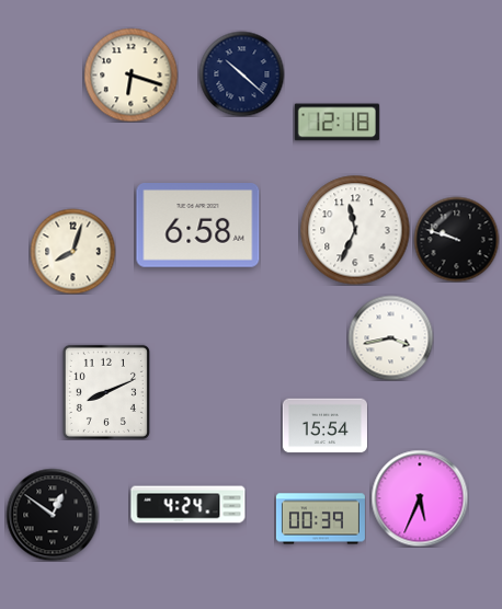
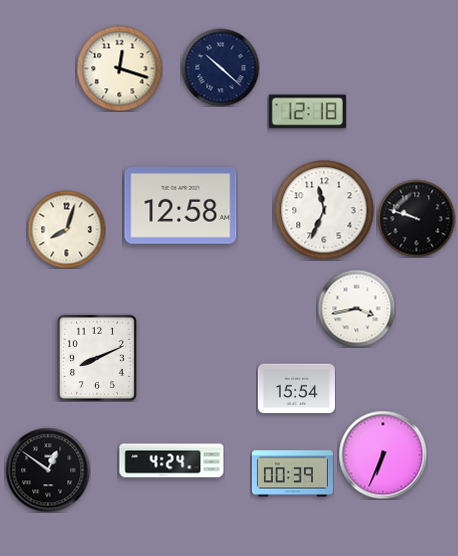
clock at (130, 74): 6:18 -> 12:18
clock at (198, 226): 6:58 -> 12:58
clock at (420, 498): 5:34 -> 6:34
